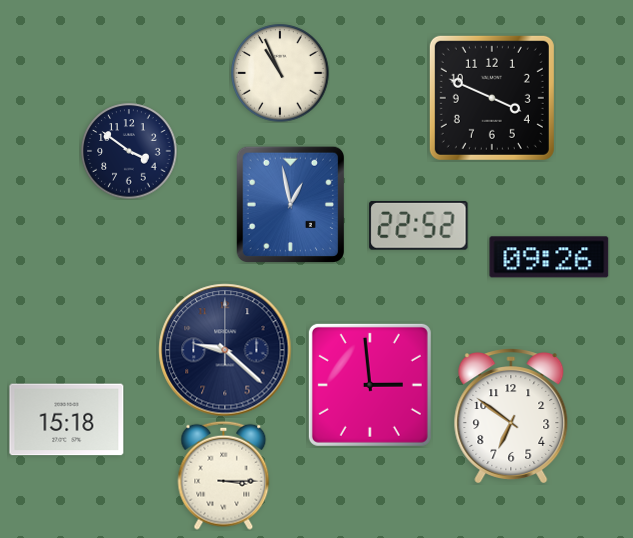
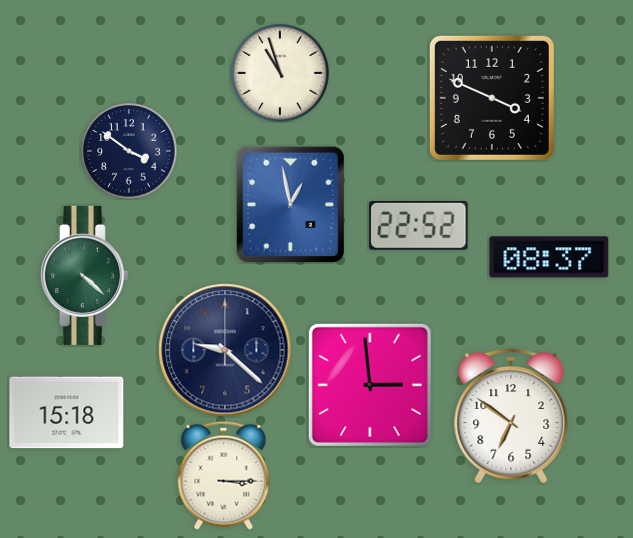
clock at (280, 73): 10:56 -> 10:57
clock at (549, 257): 09:26 -> 08:37
clock at (84, 275): none -> 4:22
clock at (67, 420) position: (67, 420) -> (67, 413)
